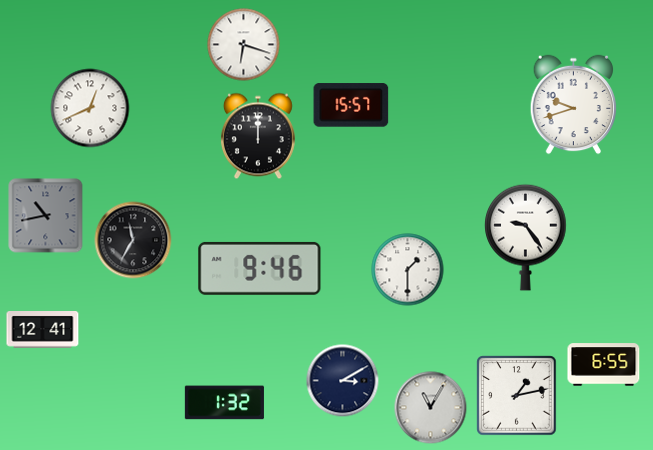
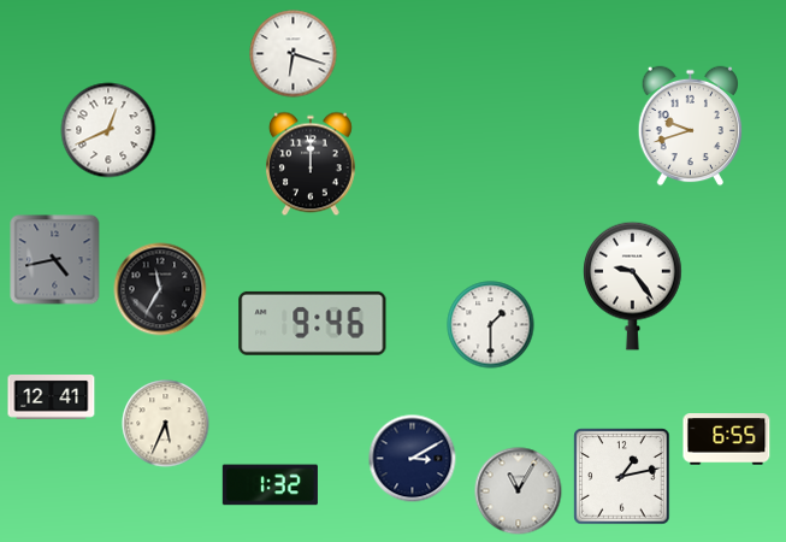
clock at (351, 105): 15:57 -> none
clock at (46, 216): 10:43 -> 4:43
clock at (166, 424): none -> 5:34
